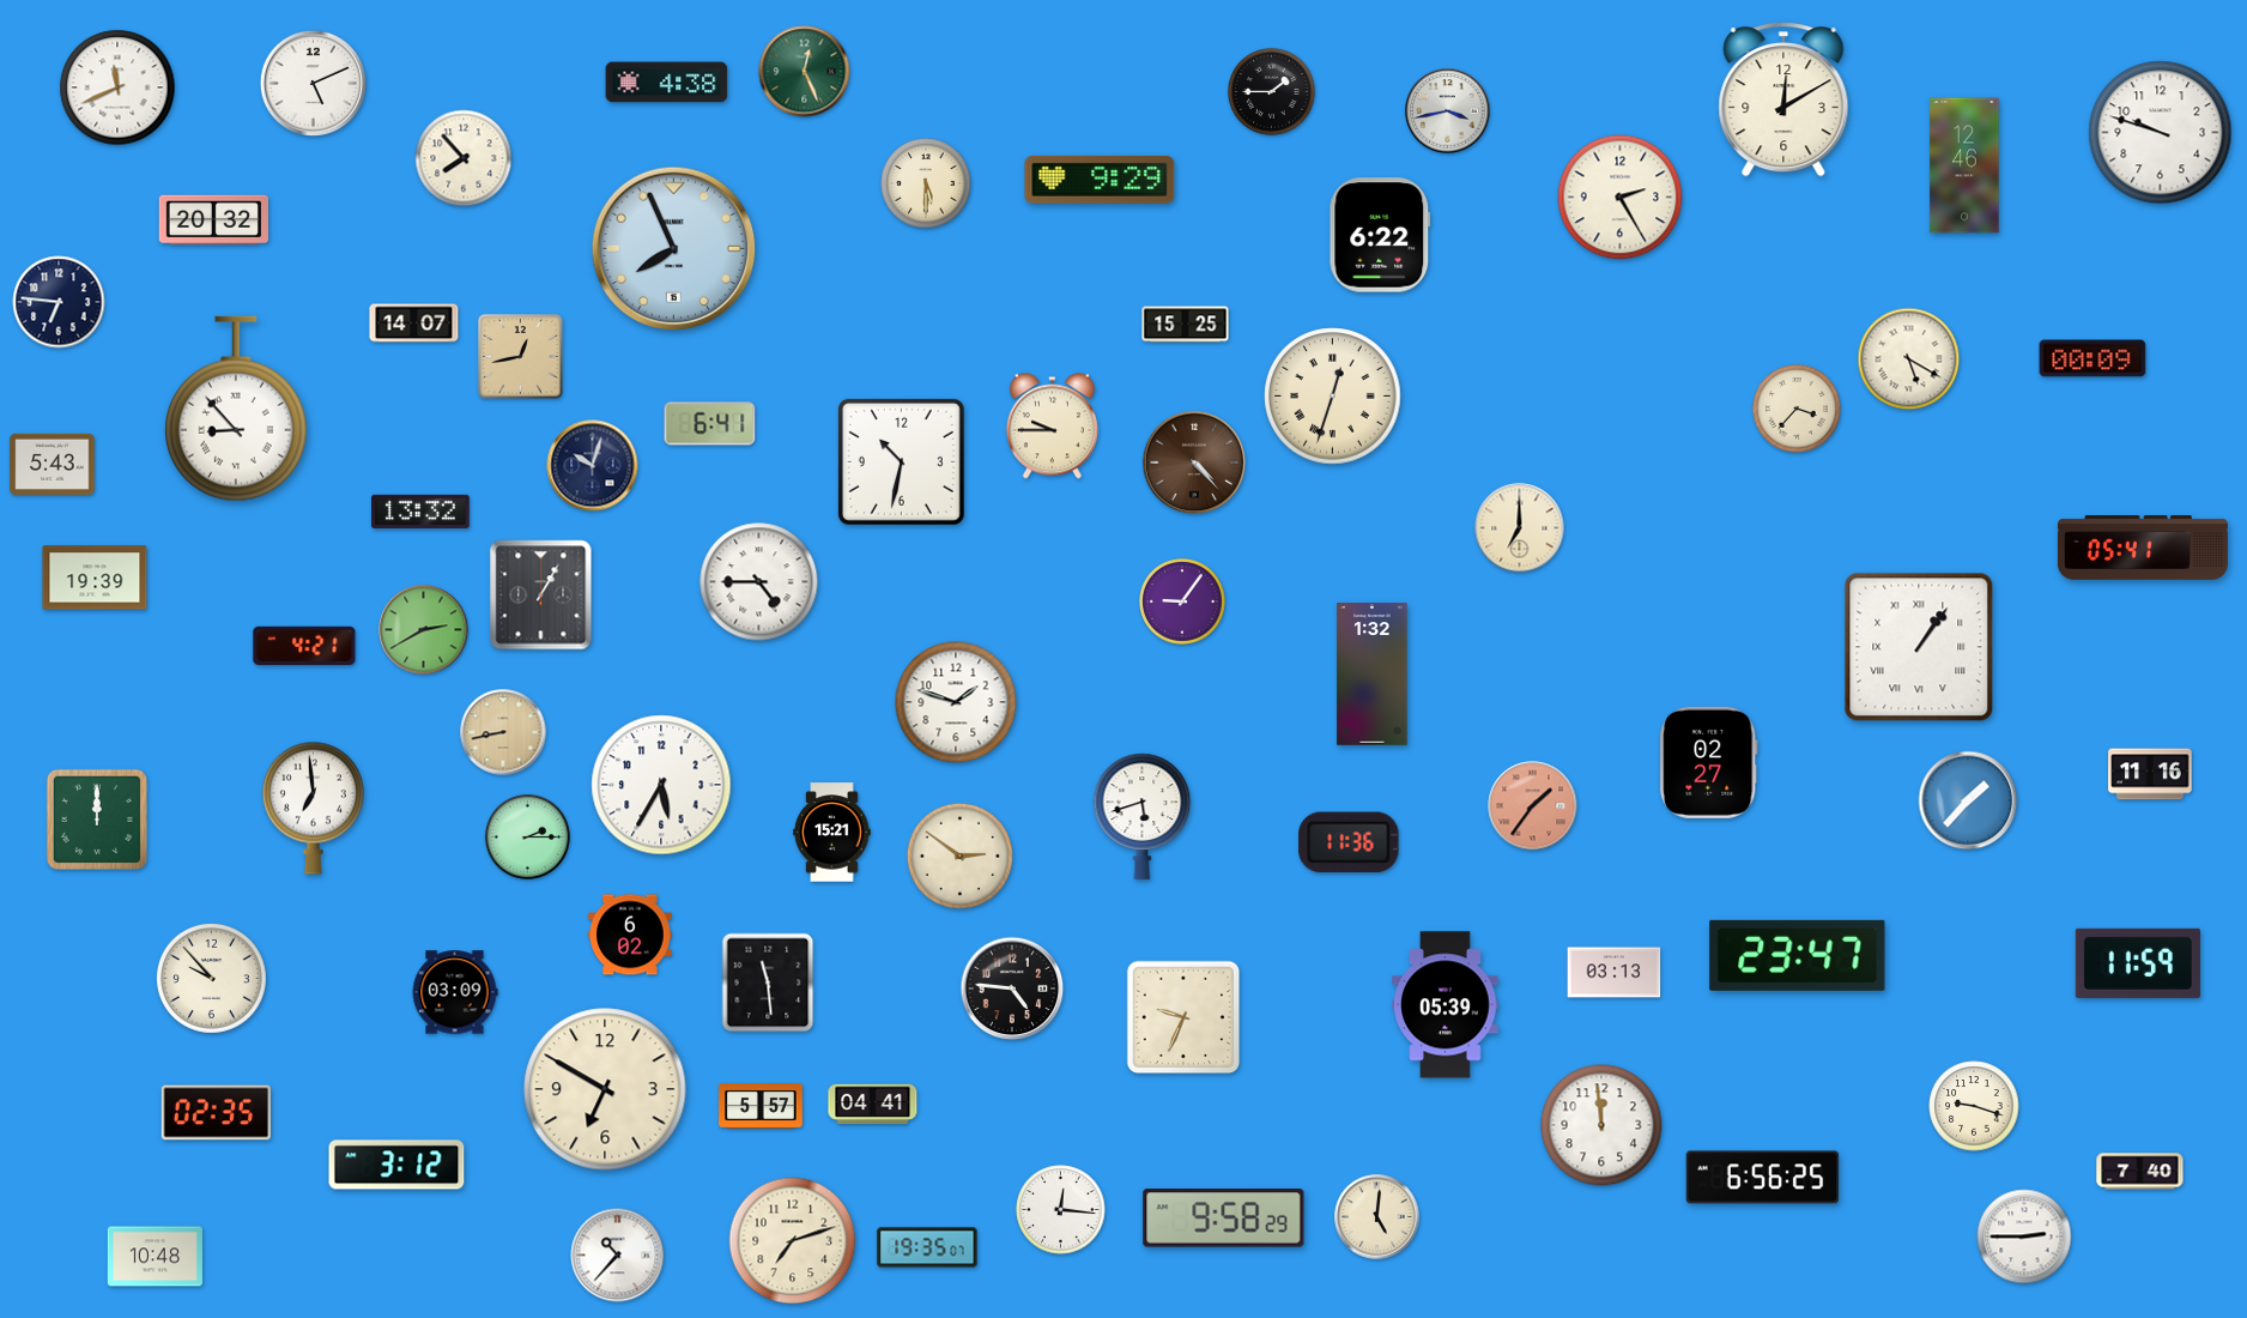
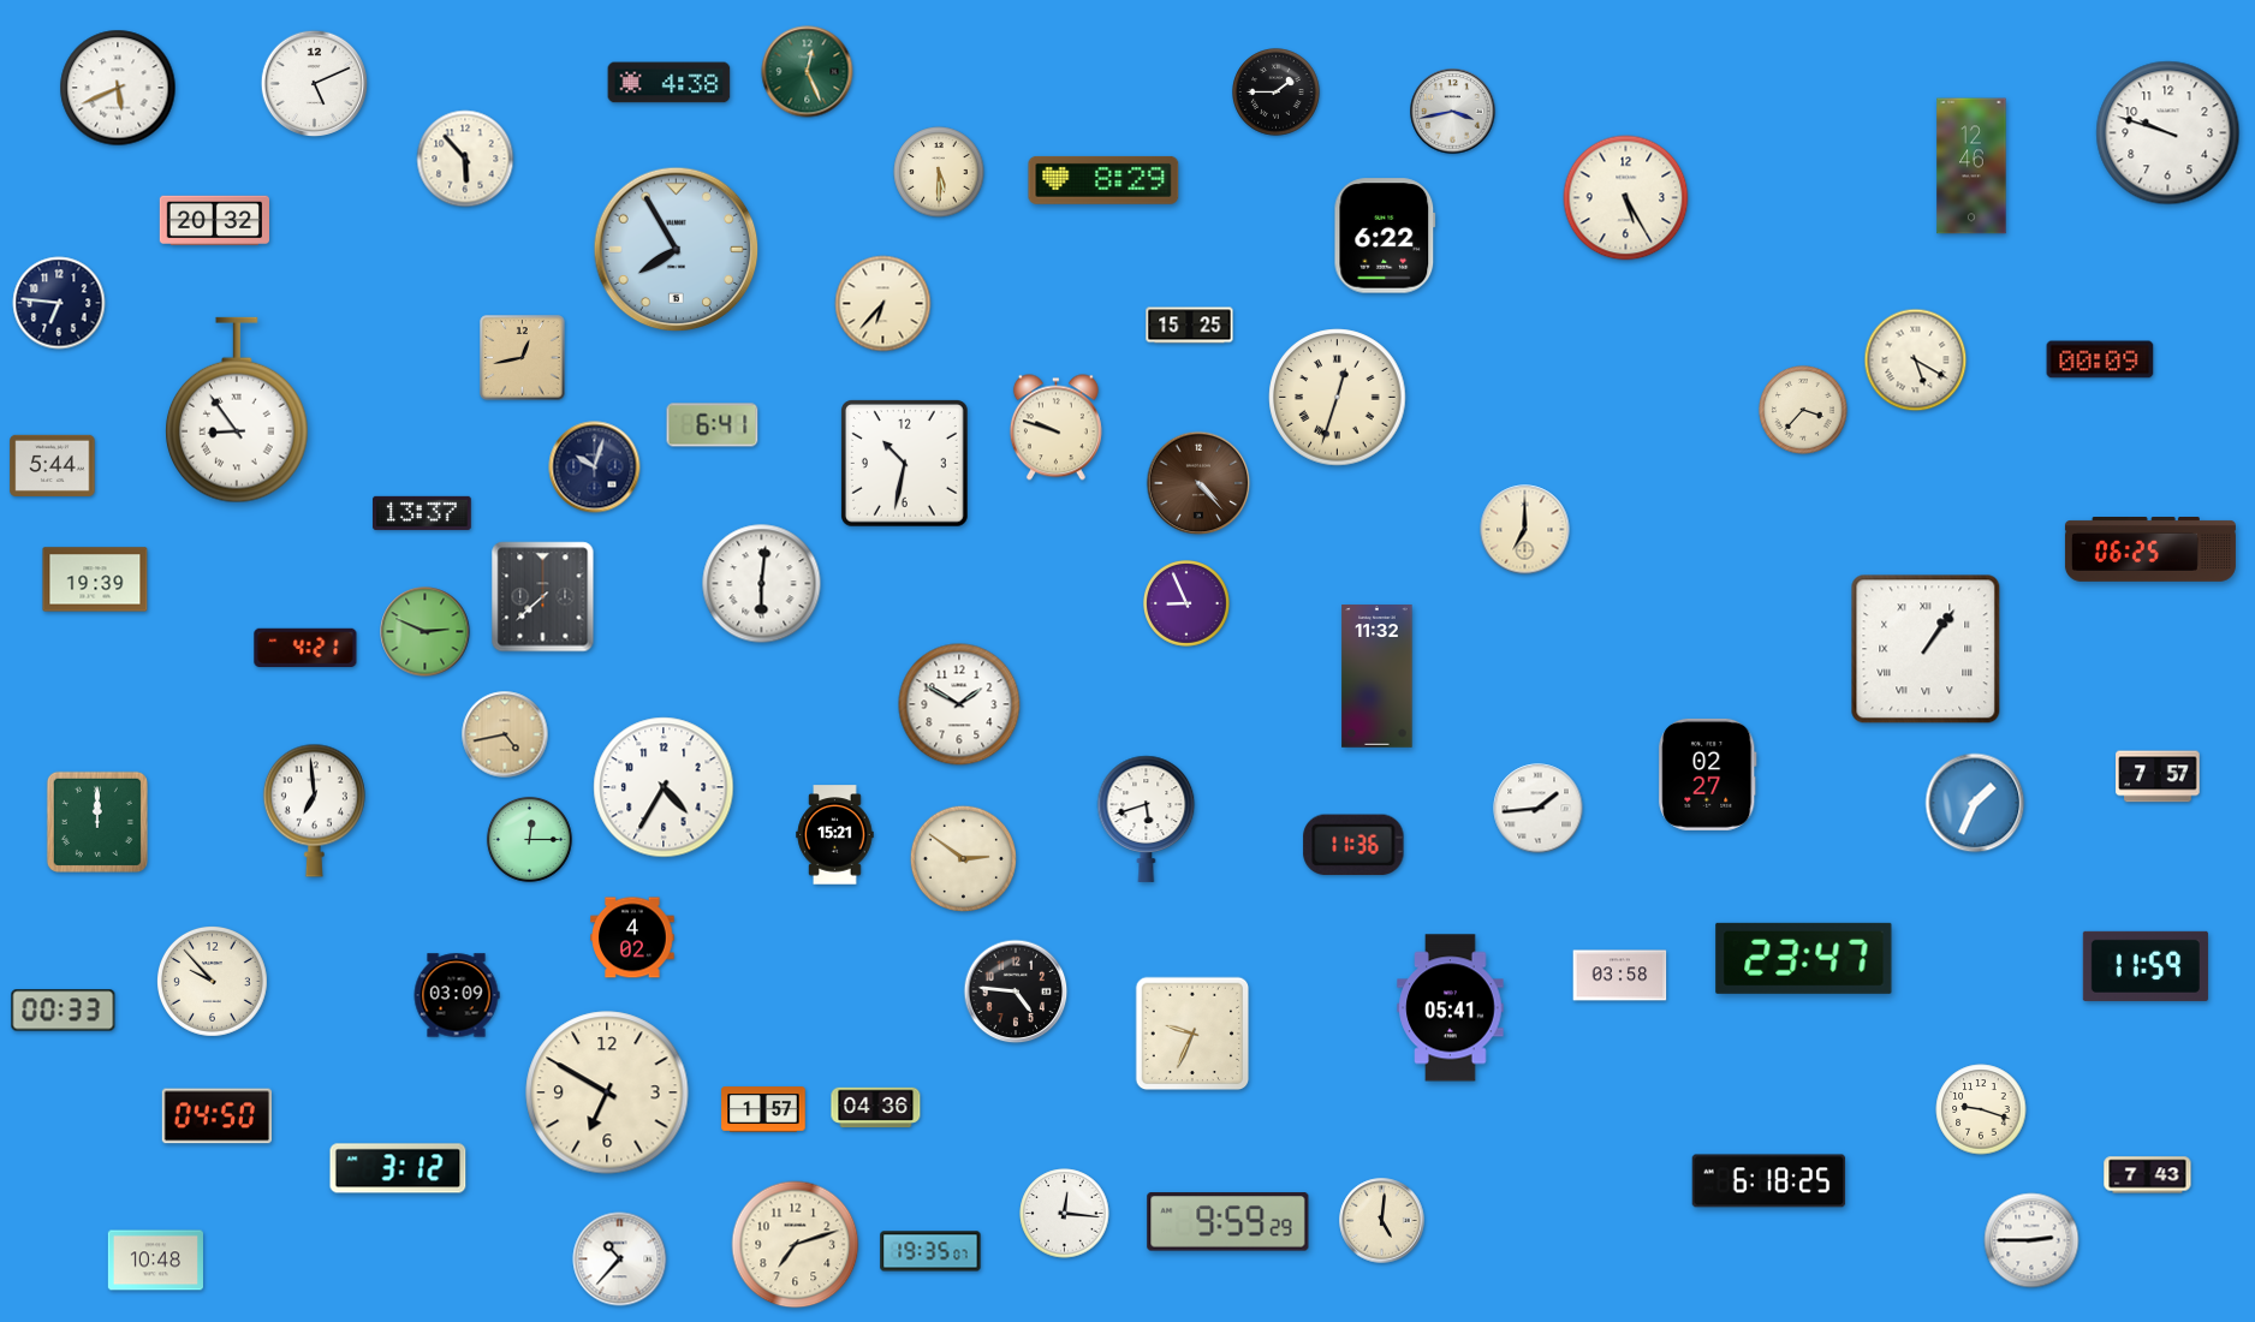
clock at (117, 87): 11:41 -> 5:41
clock at (1783, 99): 12:10 -> none
clock at (464, 158): 7:53 -> 5:53
clock at (1100, 180): 9:29 -> 8:29
clock at (926, 183) position: (926, 183) -> (939, 172)
clock at (1621, 198): 2:25 -> 5:25
clock at (674, 249): 7:56 -> 7:55
clock at (883, 304): none -> 6:37
clock at (414, 324): 14:07 -> none
clock at (237, 409): 8:53 -> 8:54
clock at (1052, 427): 9:45 -> 9:48
clock at (1194, 462) position: (1194, 462) -> (1198, 483)
clock at (53, 464): 5:43 -> 5:44
clock at (420, 512): 13:32 -> 13:37
clock at (2143, 549): 05:41 -> 06:25
clock at (759, 582): 4:45 -> 6:01
clock at (541, 595): 1:05 -> 7:38
clock at (1183, 603): 9:06 -> 8:56
clock at (424, 630): 2:40 -> 2:49
clock at (1373, 675): 1:32 -> 11:32
clock at (956, 702): 1:48 -> 1:50
clock at (503, 732): 8:43 -> 4:43
clock at (1709, 762) position: (1709, 762) -> (1708, 774)
clock at (2150, 774): 11:16 -> 7:57
clock at (661, 785): 5:35 -> 4:35
clock at (1968, 800): 1:37 -> 1:34
clock at (1533, 806): 1:36 -> 1:44
clock at (1533, 806) dial: salmon -> white
clock at (527, 836): 2:15 -> 12:15
clock at (630, 935): 6:02 -> 4:02
clock at (1615, 973): 03:13 -> 03:58
clock at (768, 983): 11:29 -> none
clock at (1446, 1005): 05:39 -> 05:41
clock at (64, 1011): none -> 00:33
clock at (1183, 1017) position: (1183, 1017) -> (1192, 1034)
clock at (873, 1105): 04:41 -> 04:36
clock at (761, 1106): 5:57 -> 1:57
clock at (216, 1113): 02:35 -> 04:50
clock at (1601, 1125): 11:59 -> none
clock at (2140, 1172): 7:40 -> 7:43
clock at (1763, 1178): 6:56 -> 6:18
clock at (1224, 1219): 9:58 -> 9:59
